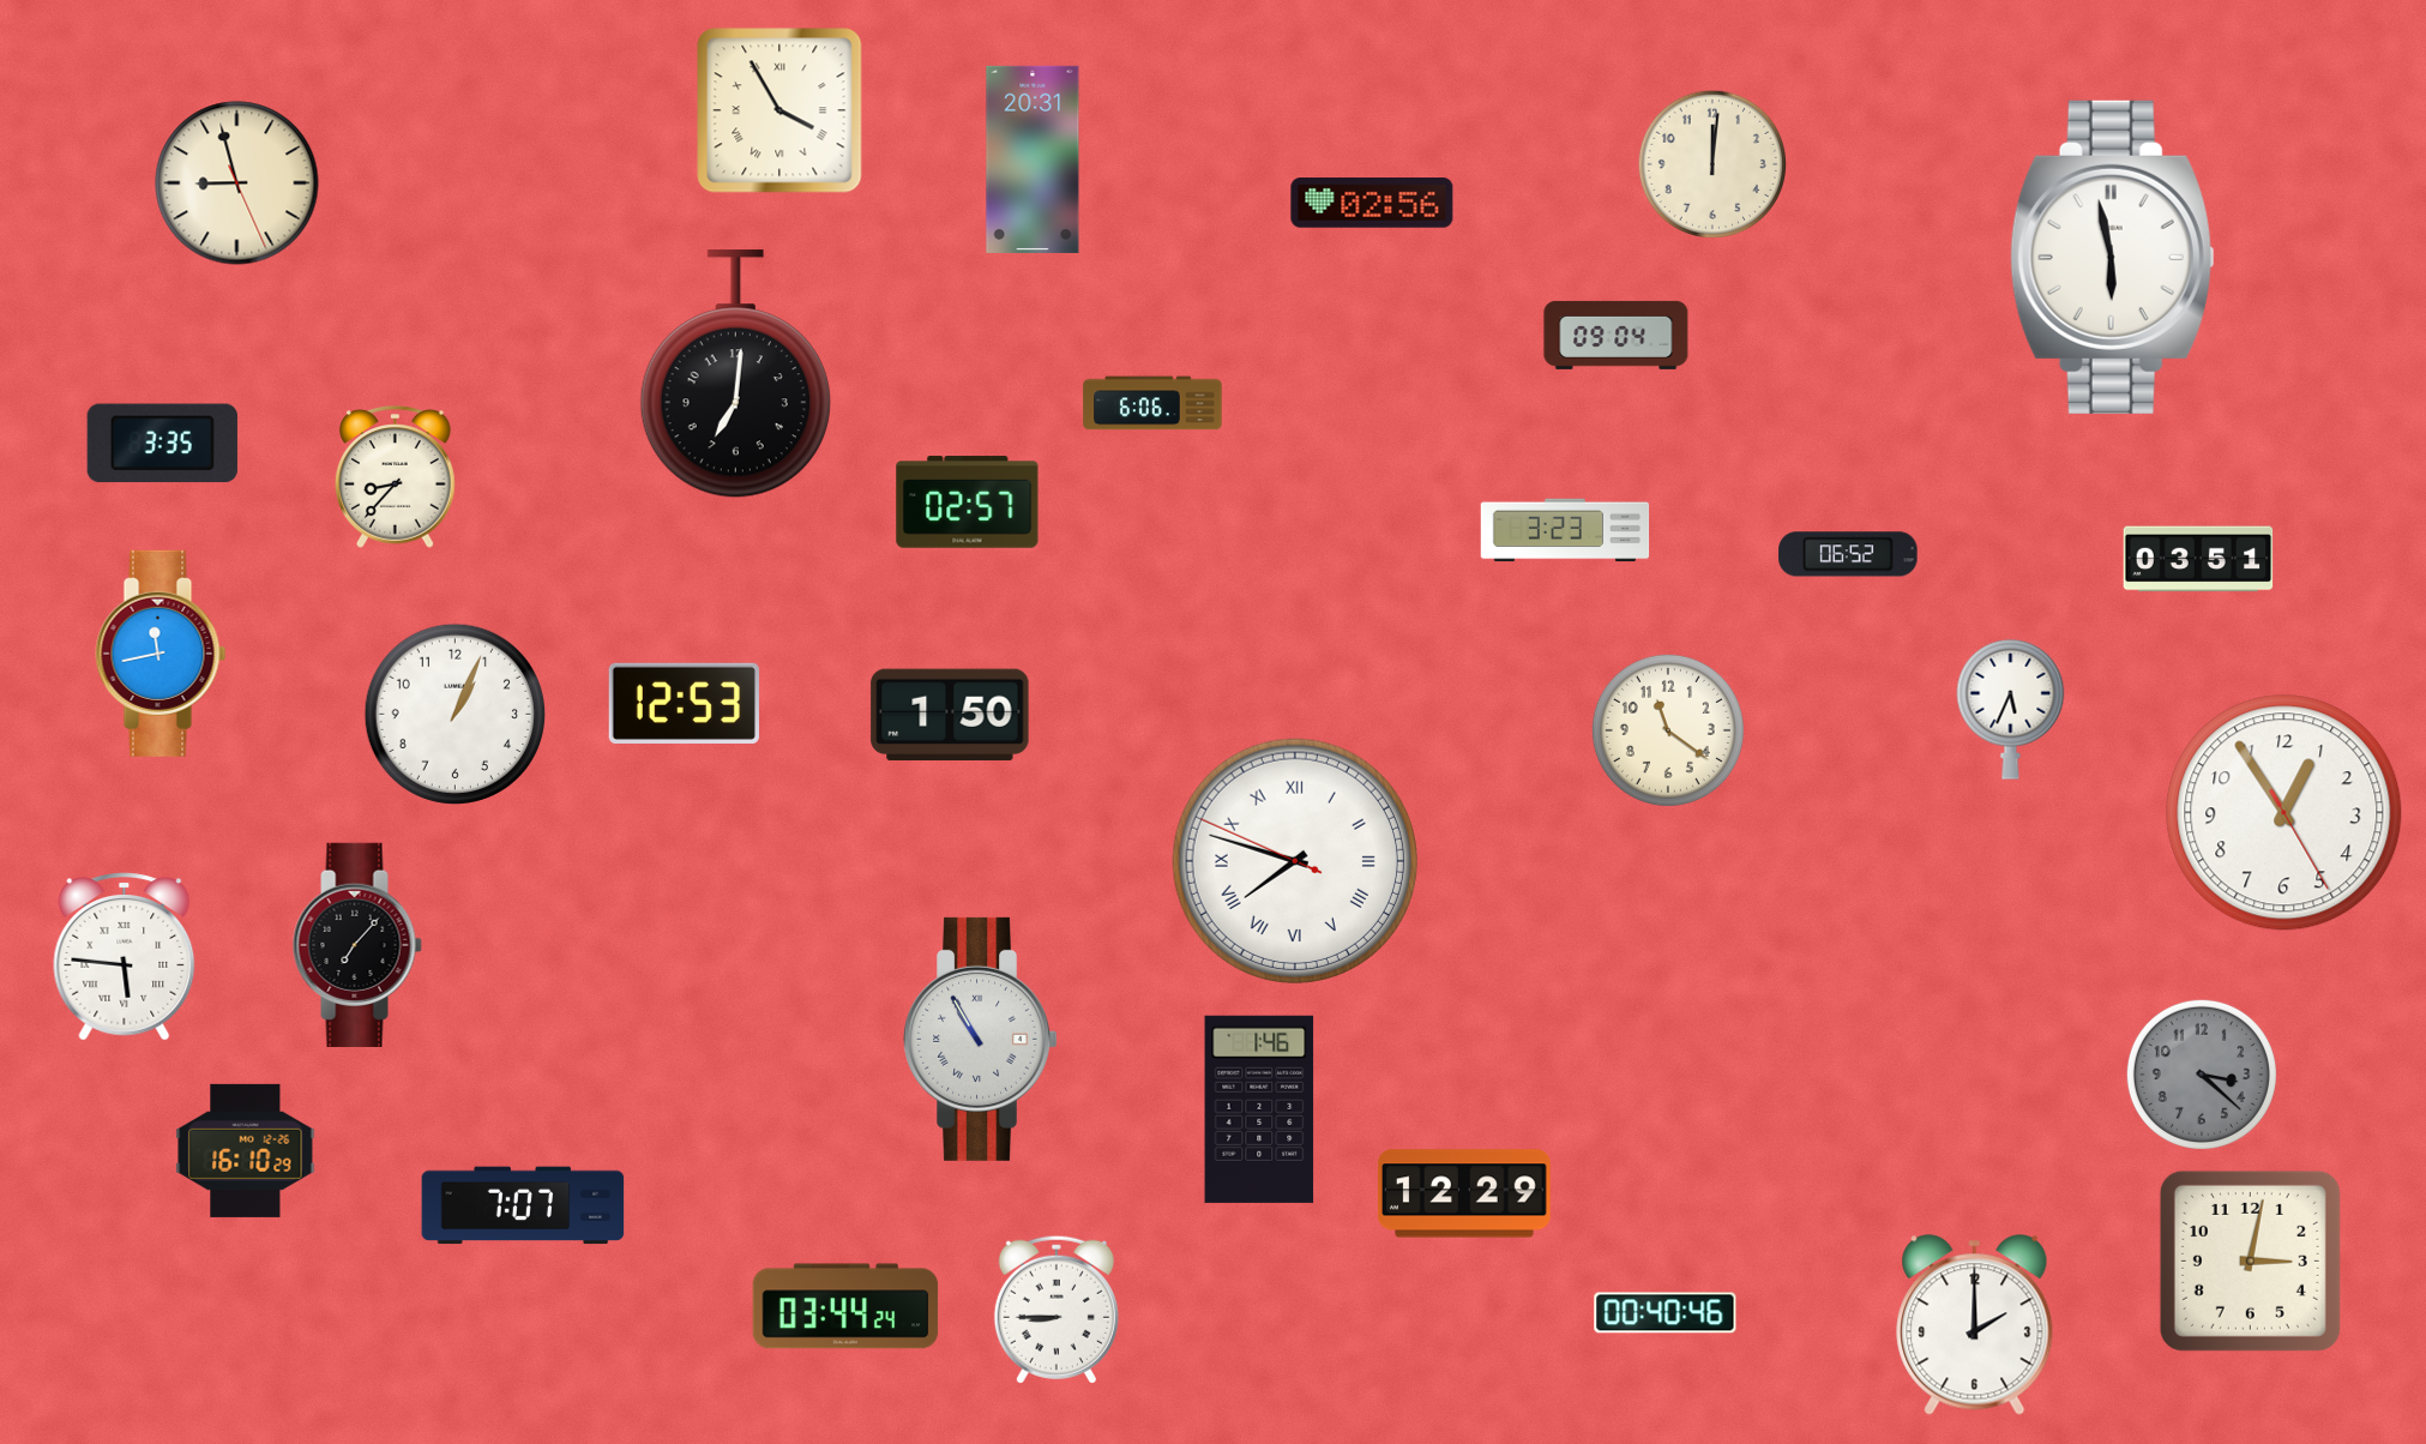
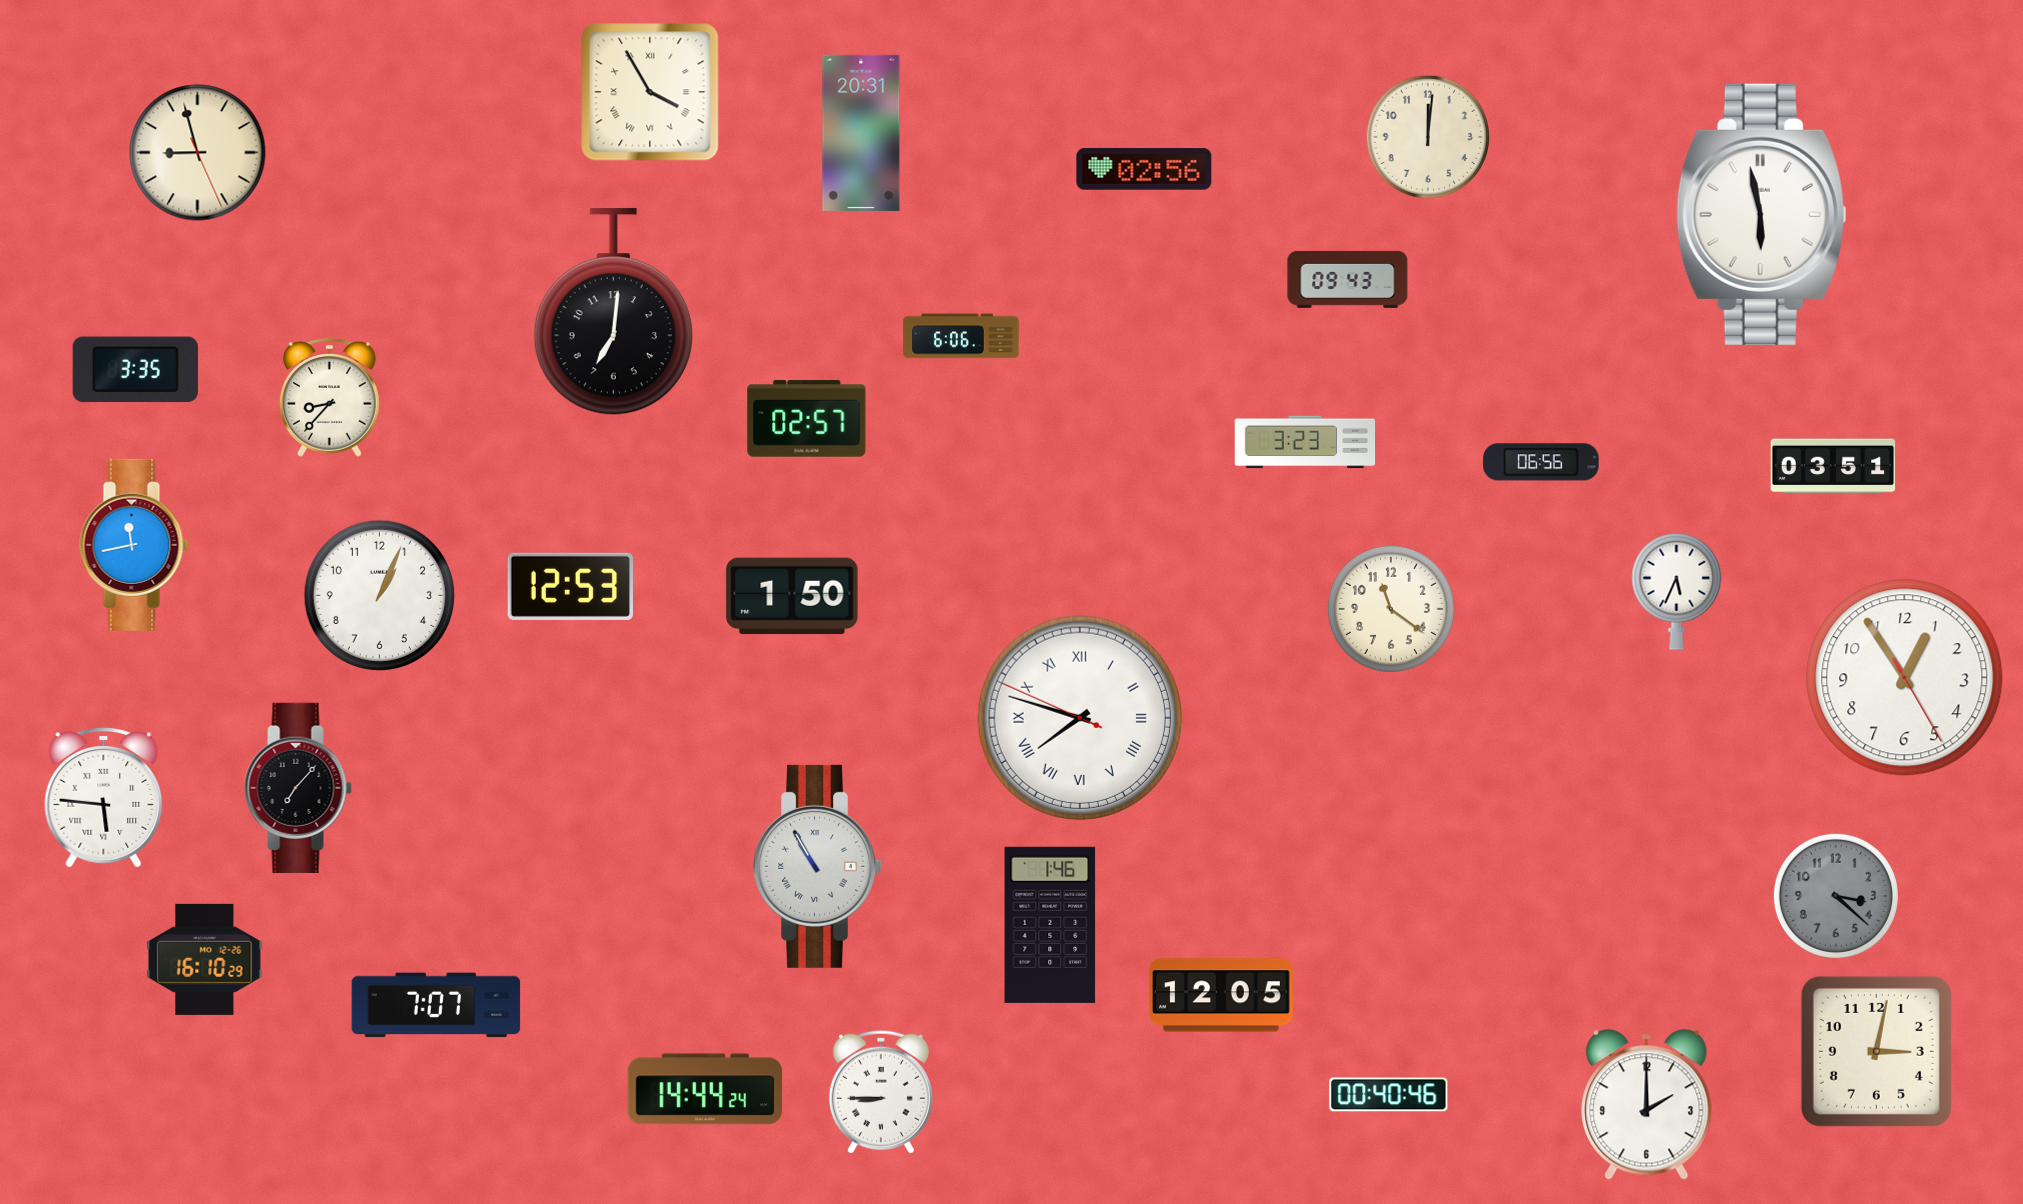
clock at (1617, 335): 09:04 -> 09:43
clock at (1848, 554): 06:52 -> 06:56
clock at (1464, 1193): 12:29 -> 12:05
clock at (845, 1306): 03:44 -> 14:44
